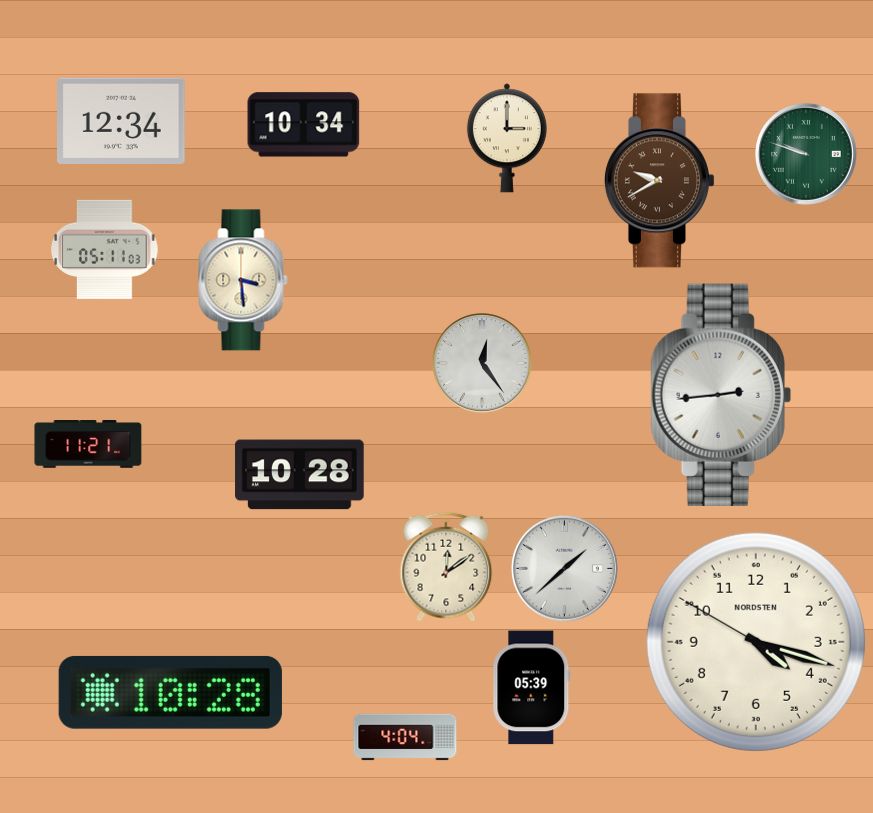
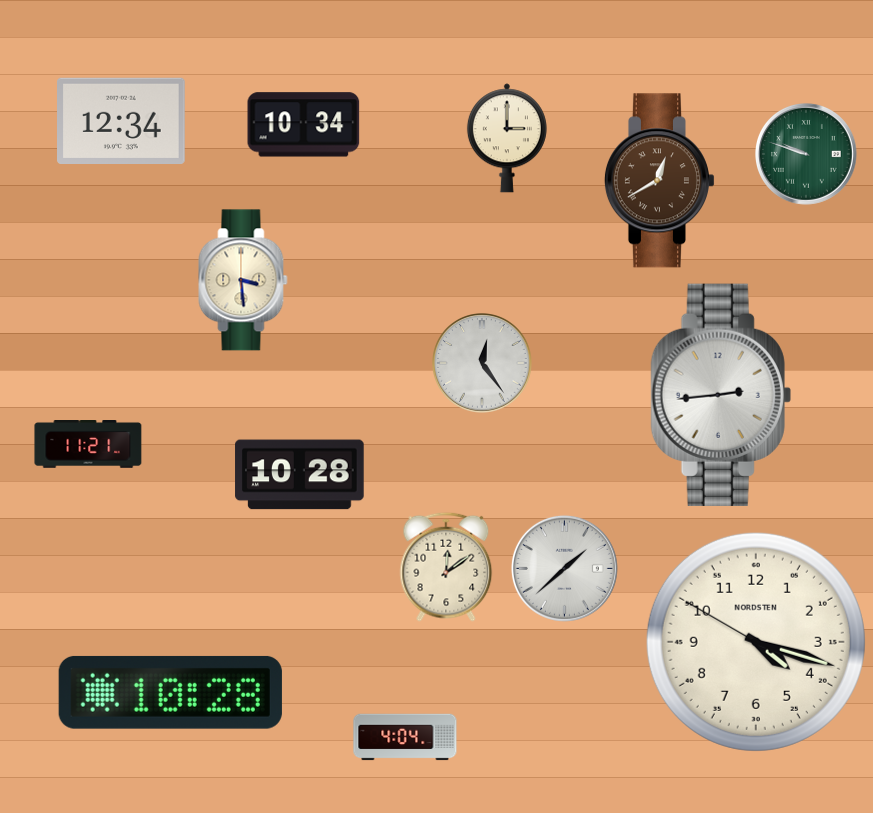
clock at (659, 181): 9:40 -> 12:40
clock at (105, 249): 05:11 -> none
clock at (532, 688): 05:39 -> none
